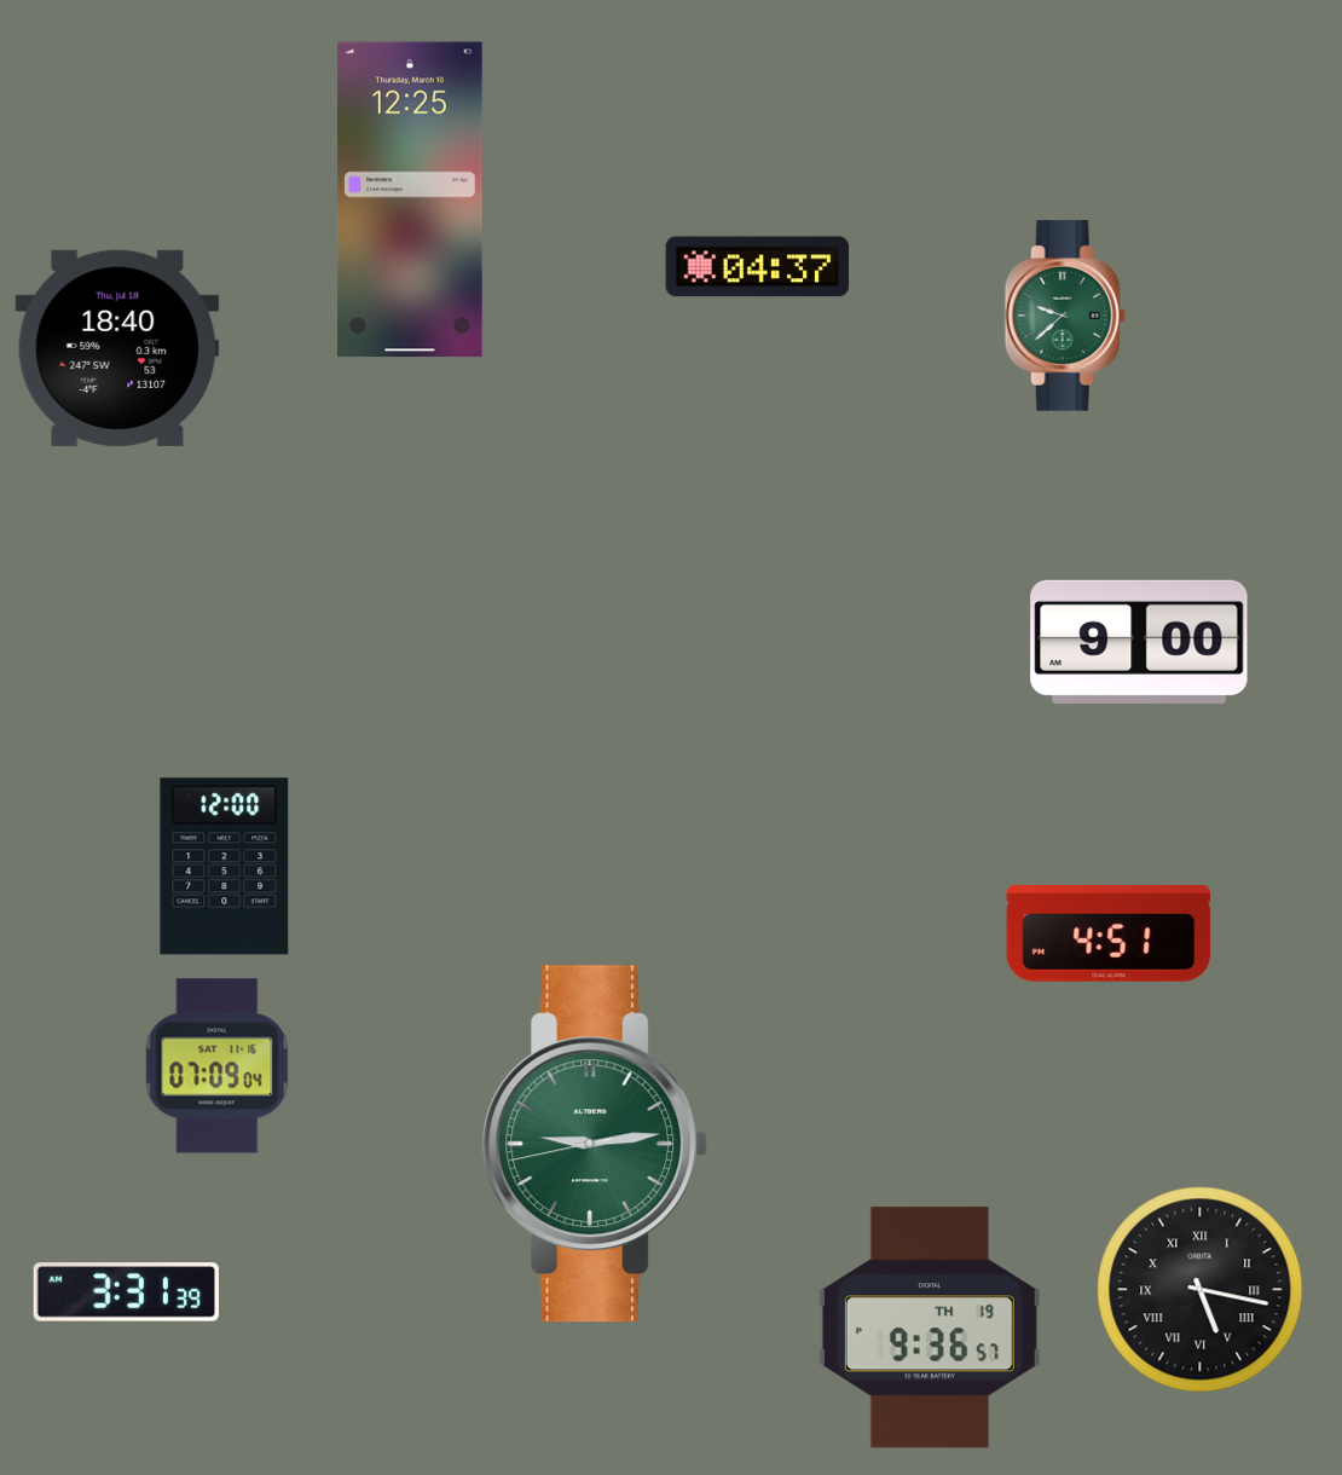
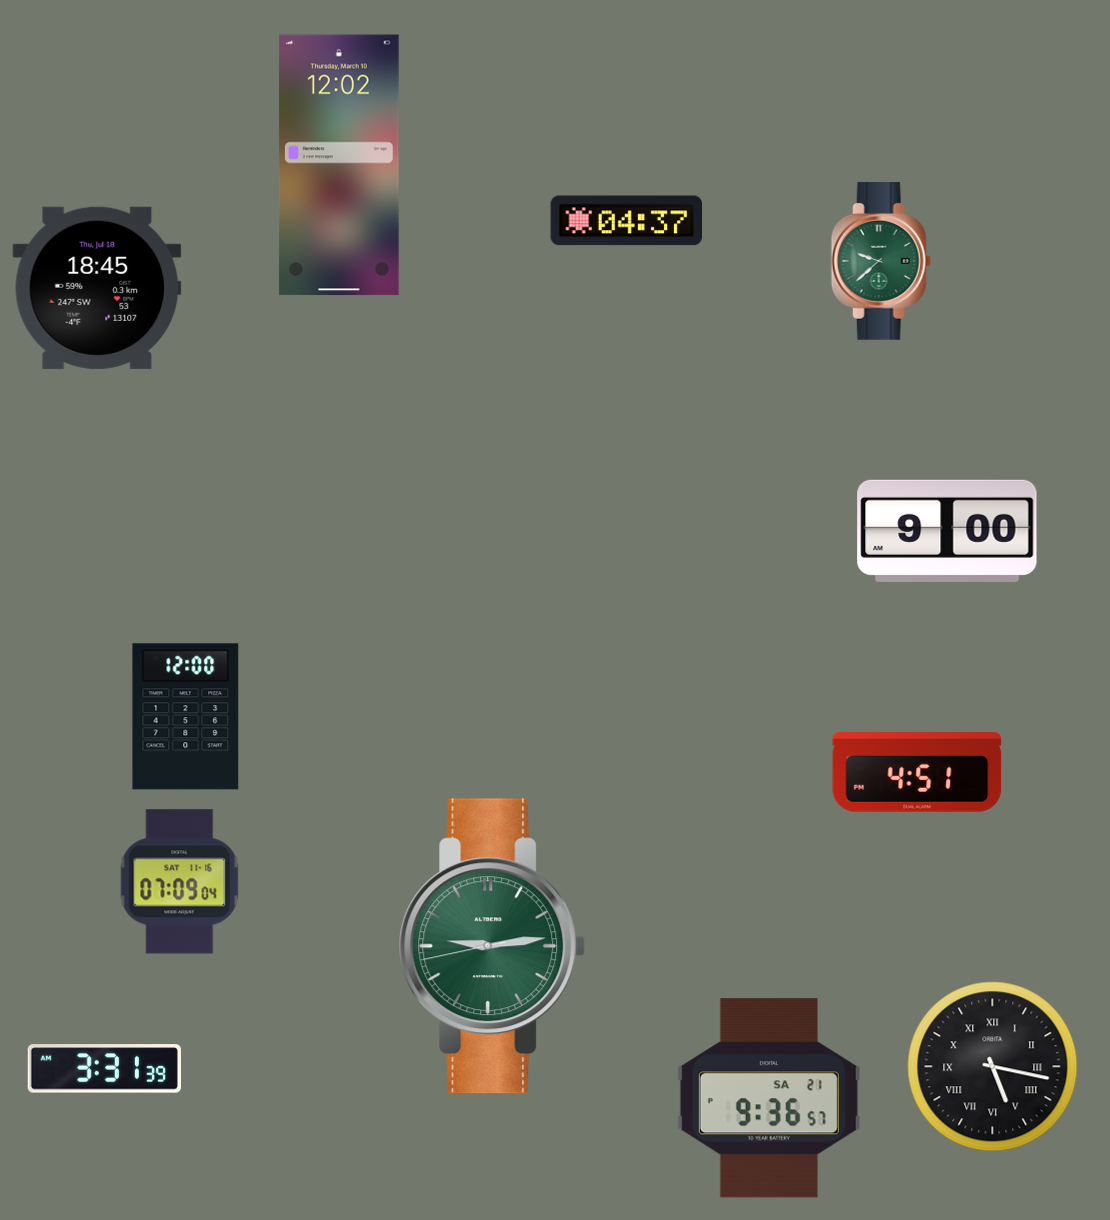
clock at (410, 199): 12:25 -> 12:02
clock at (117, 348): 18:40 -> 18:45
clock at (1139, 642) position: (1139, 642) -> (947, 531)
clock at (930, 1327) date: TH 19 -> SA 21
